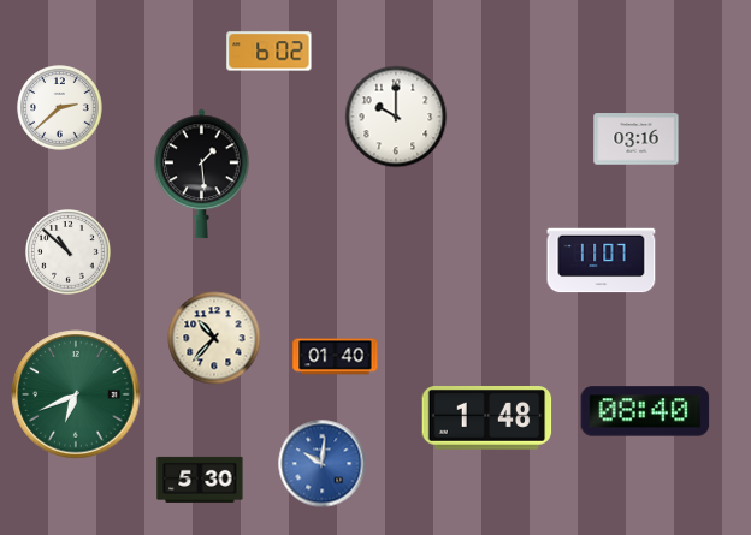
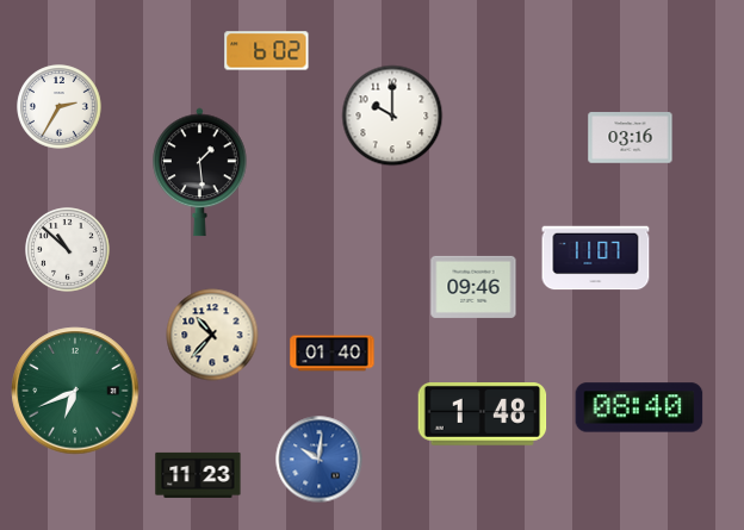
clock at (60, 108): 2:38 -> 2:35
clock at (473, 287): none -> 09:46
clock at (200, 480): 5:30 -> 11:23
